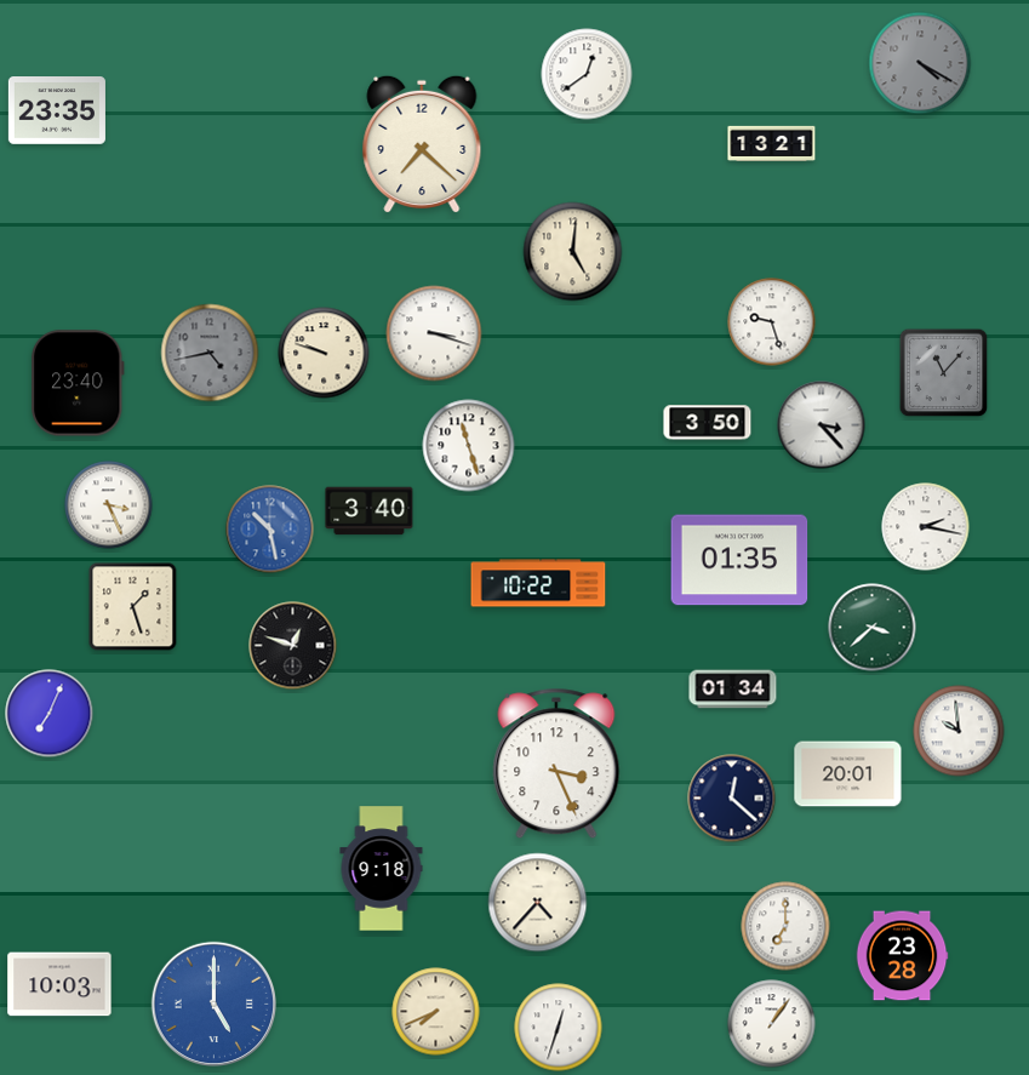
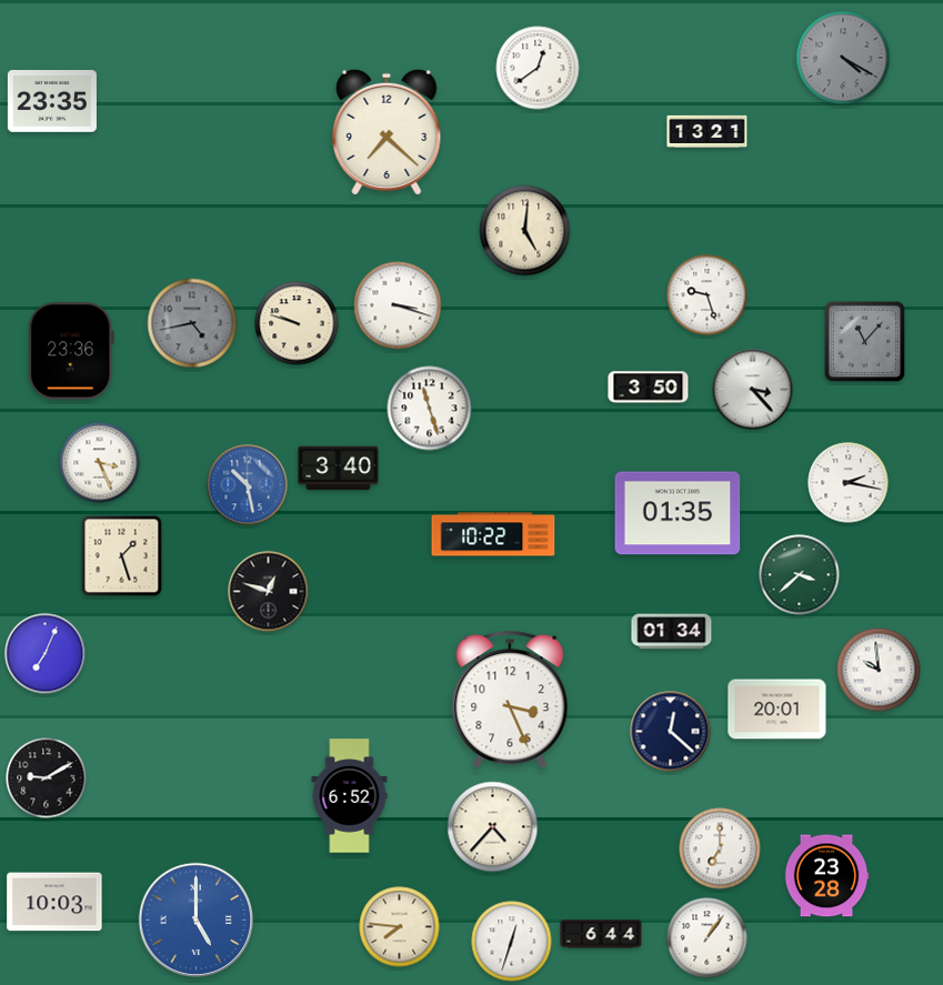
clock at (78, 383): 23:40 -> 23:36
clock at (47, 778): none -> 9:10
clock at (382, 869): 9:18 -> 6:52
clock at (436, 1012): 7:41 -> 7:46
clock at (601, 934): none -> 6:44
